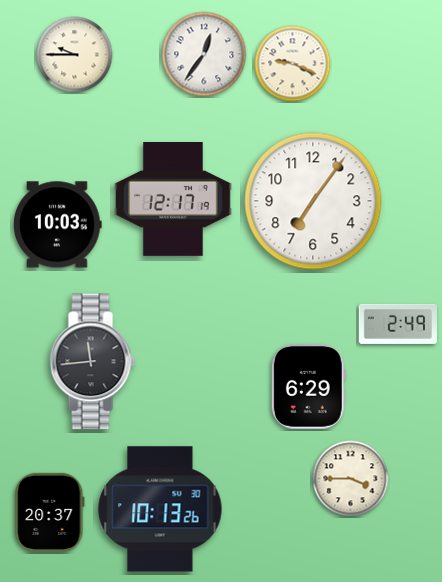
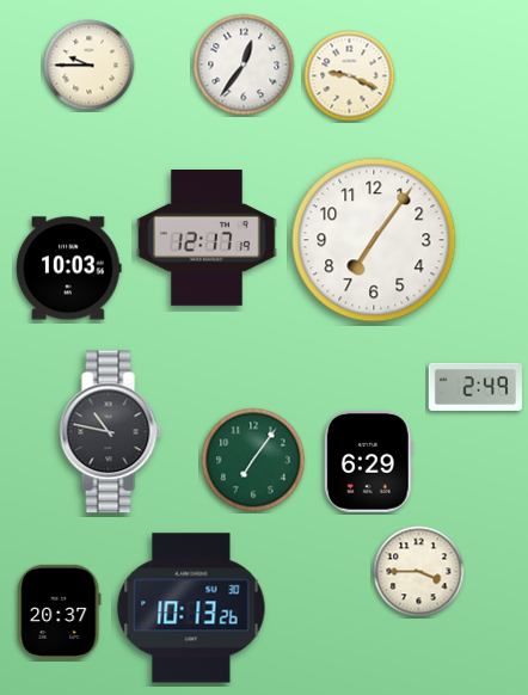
clock at (93, 362): 11:44 -> 10:47
clock at (253, 460): none -> 7:06
